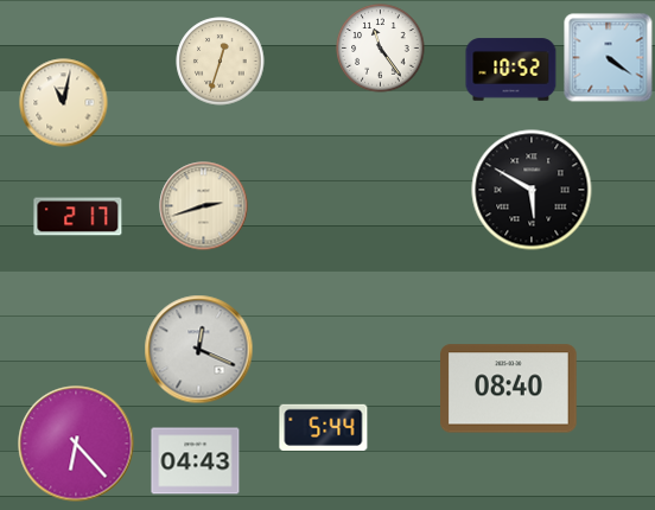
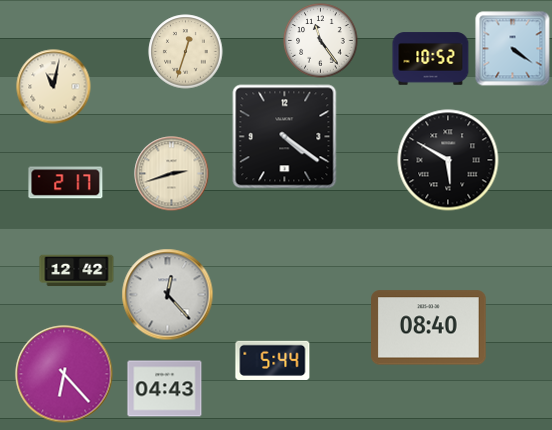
clock at (285, 137): none -> 4:21
clock at (77, 271): none -> 12:42
clock at (199, 350): 12:19 -> 12:23
